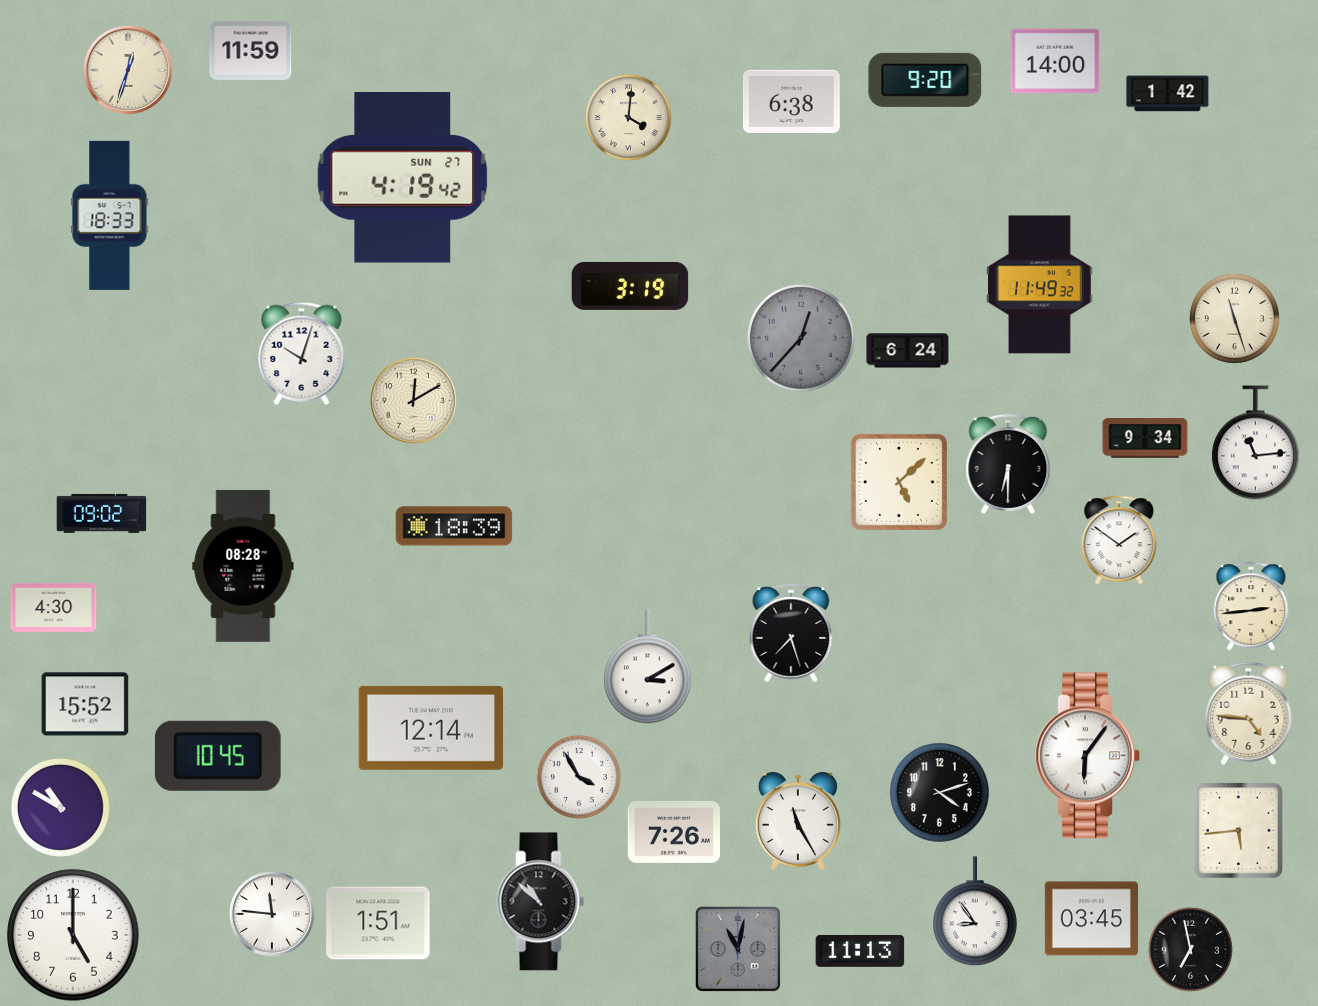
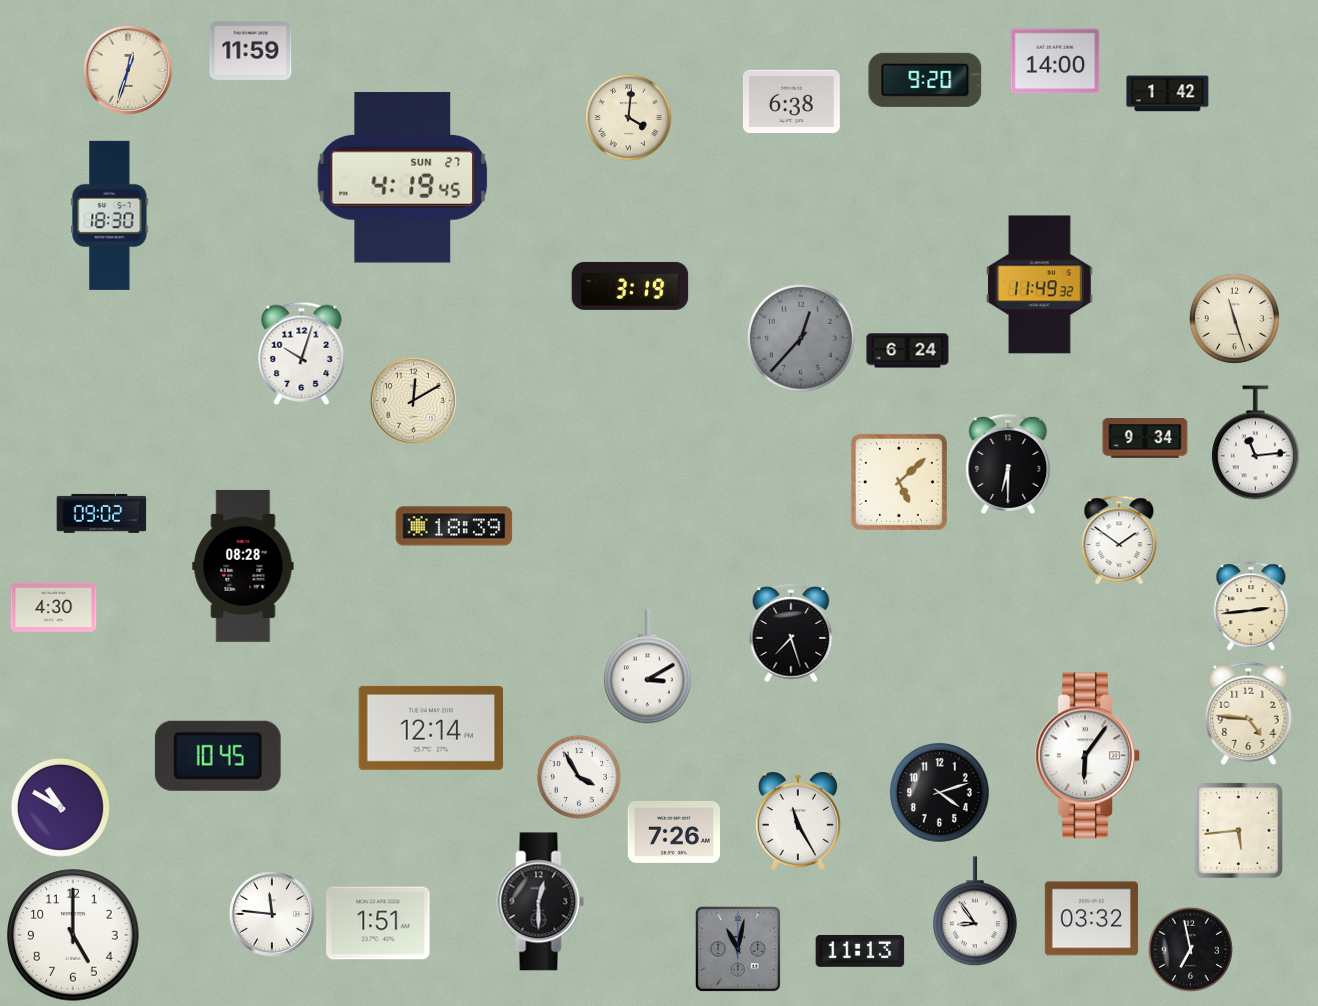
clock at (403, 178): 4:19:42 -> 4:19:45
clock at (110, 215): 18:33 -> 18:30
clock at (85, 704): 15:52 -> none
clock at (541, 902): 10:52 -> 12:30
clock at (1091, 919): 03:45 -> 03:32
